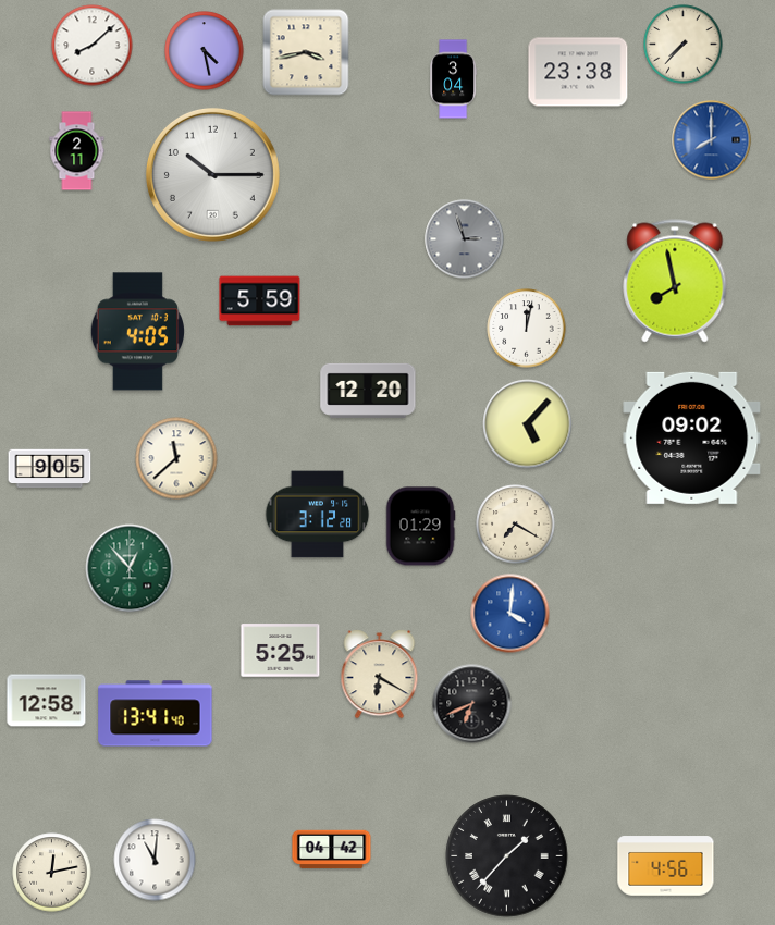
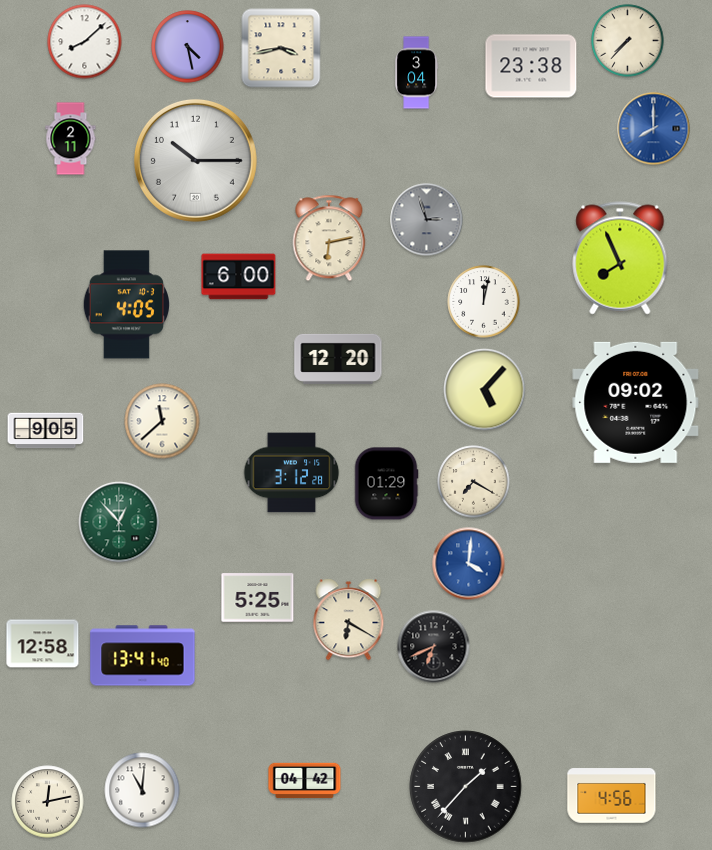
clock at (329, 238): none -> 6:13
clock at (675, 281): 7:58 -> 7:56
clock at (260, 301): 5:59 -> 6:00
